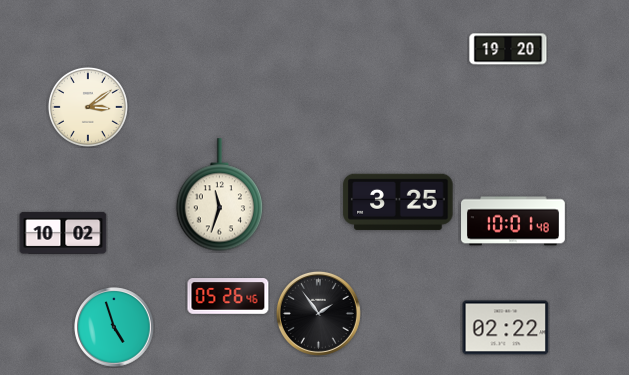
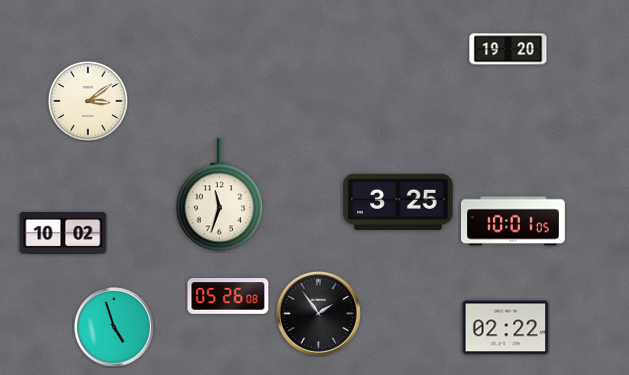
clock at (88, 107) position: (88, 107) -> (88, 101)
clock at (514, 221): 10:01:48 -> 10:01:05
clock at (228, 296): 05:26:46 -> 05:26:08
